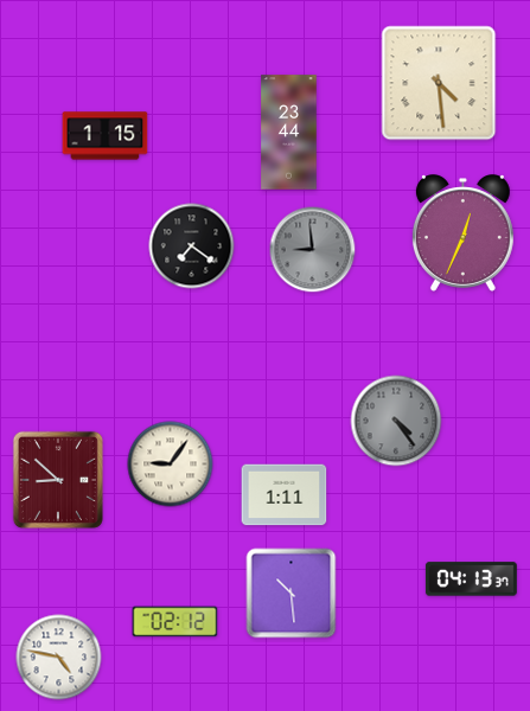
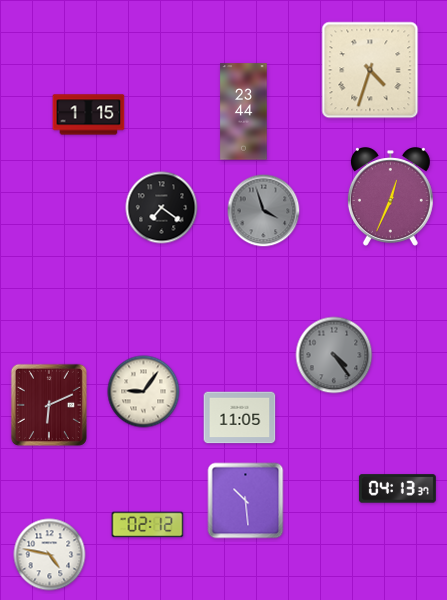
clock at (439, 83): 4:29 -> 4:33
clock at (313, 250): 8:59 -> 3:57
clock at (58, 480): 8:52 -> 6:11
clock at (285, 495): 1:11 -> 11:05
